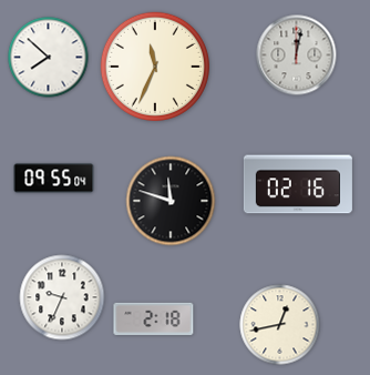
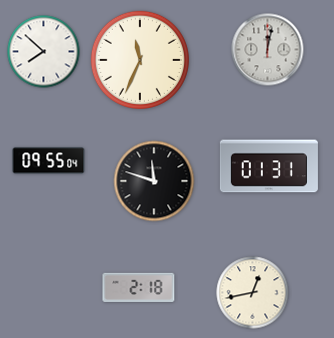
clock at (298, 184): 02:16 -> 01:31
clock at (62, 297): 9:34 -> none
